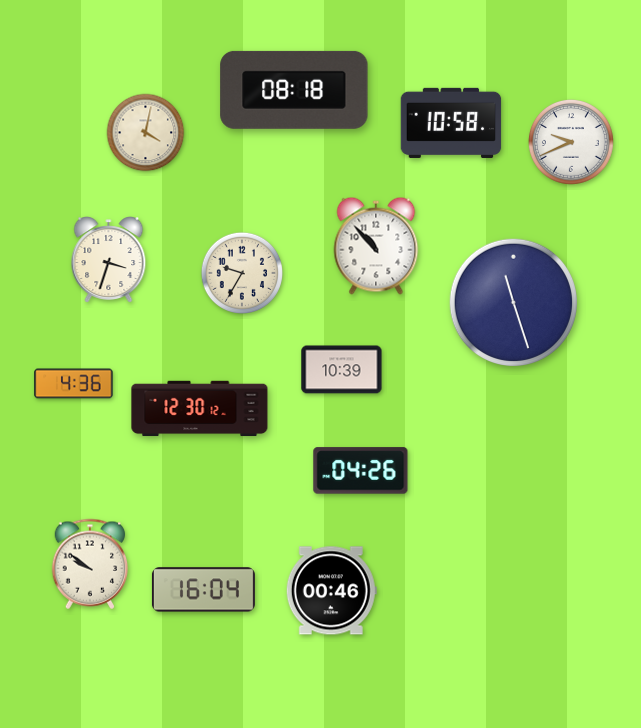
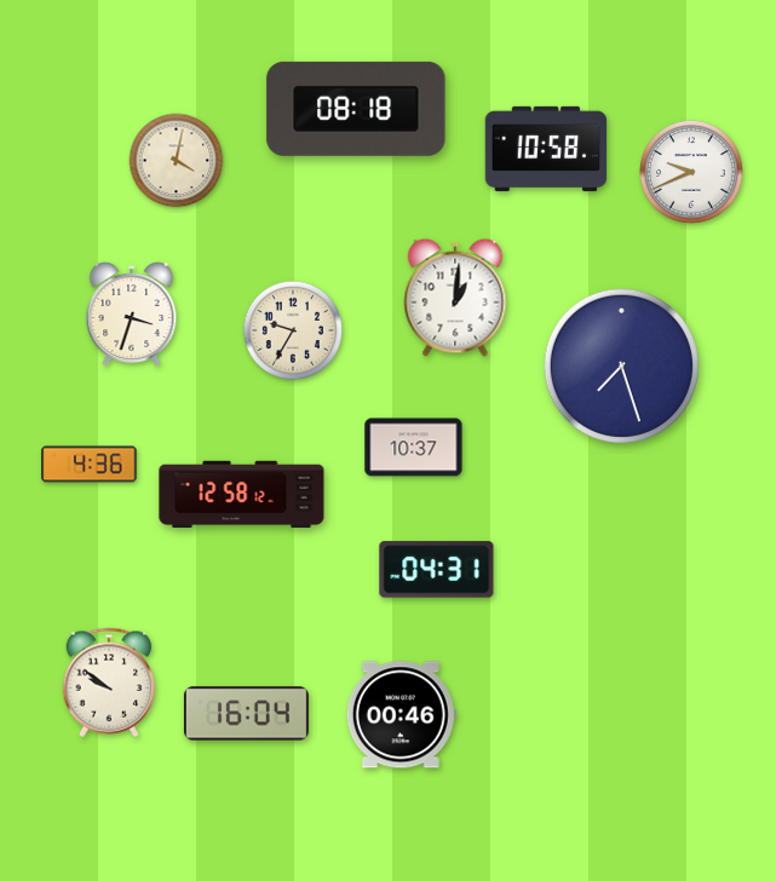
clock at (376, 246): 10:53 -> 1:01
clock at (513, 302): 11:27 -> 7:27
clock at (342, 370): 10:39 -> 10:37
clock at (200, 409): 12:30 -> 12:58
clock at (361, 471): 04:26 -> 04:31
